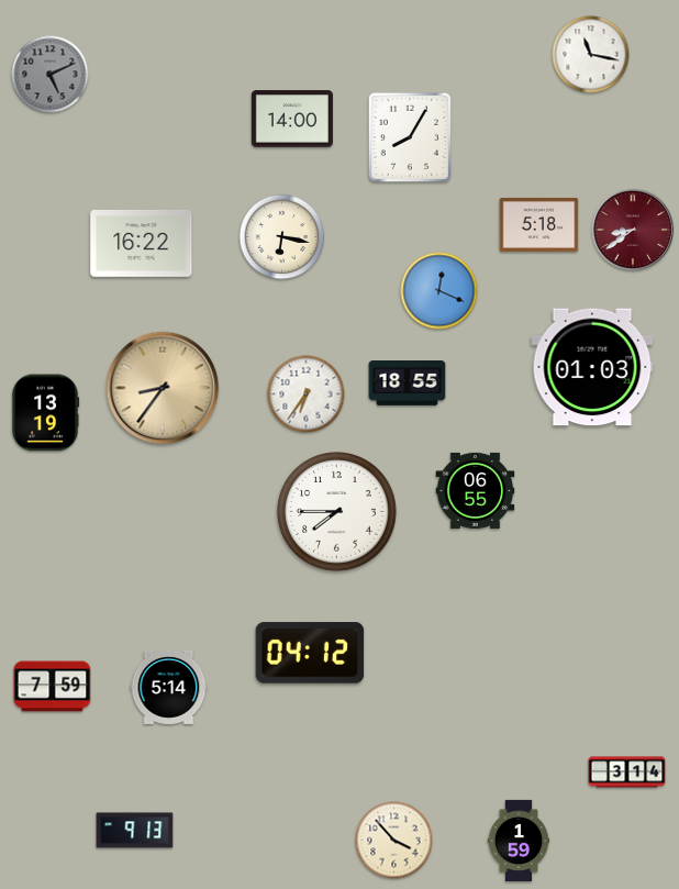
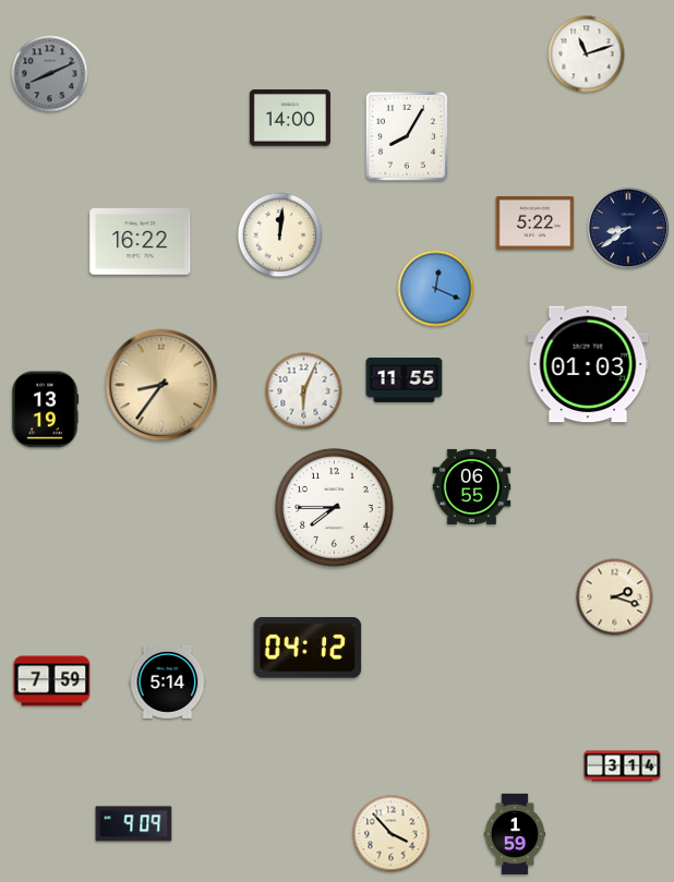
clock at (591, 55): 11:17 -> 11:12
clock at (51, 75): 5:11 -> 8:11
clock at (539, 224): 5:18 -> 5:22
clock at (633, 230) dial: burgundy -> navy
clock at (282, 237): 6:17 -> 12:01
clock at (408, 384): 18:55 -> 11:55
clock at (307, 395): 6:36 -> 6:04
clock at (615, 597): none -> 2:18
clock at (135, 831): 9:13 -> 9:09
